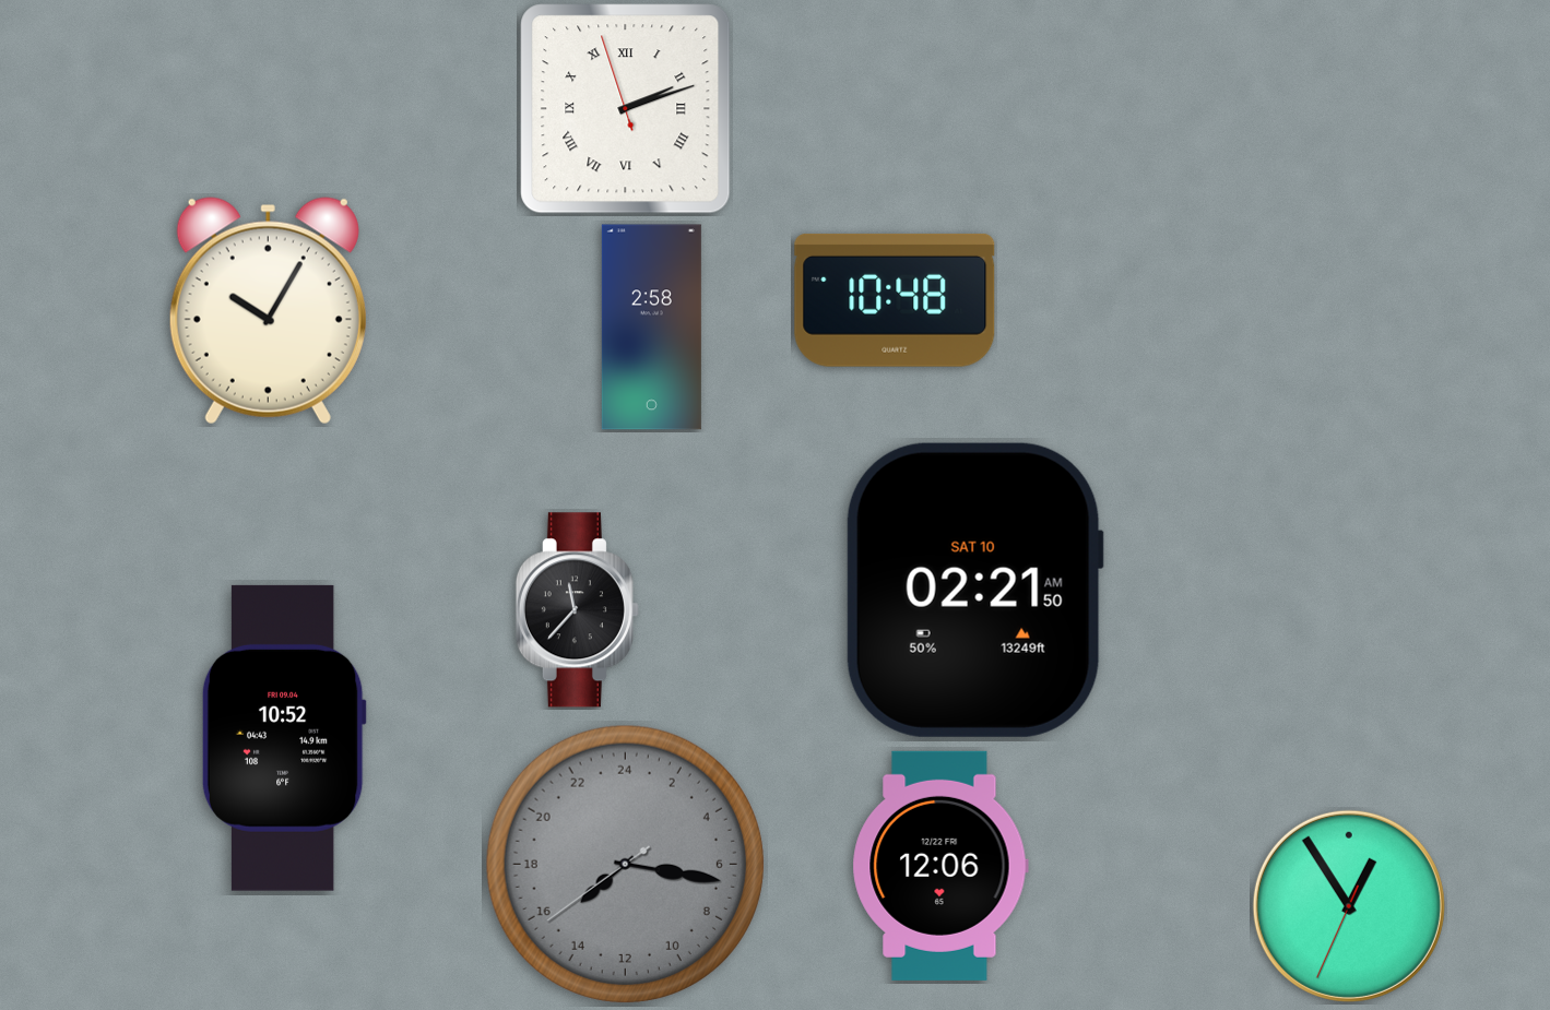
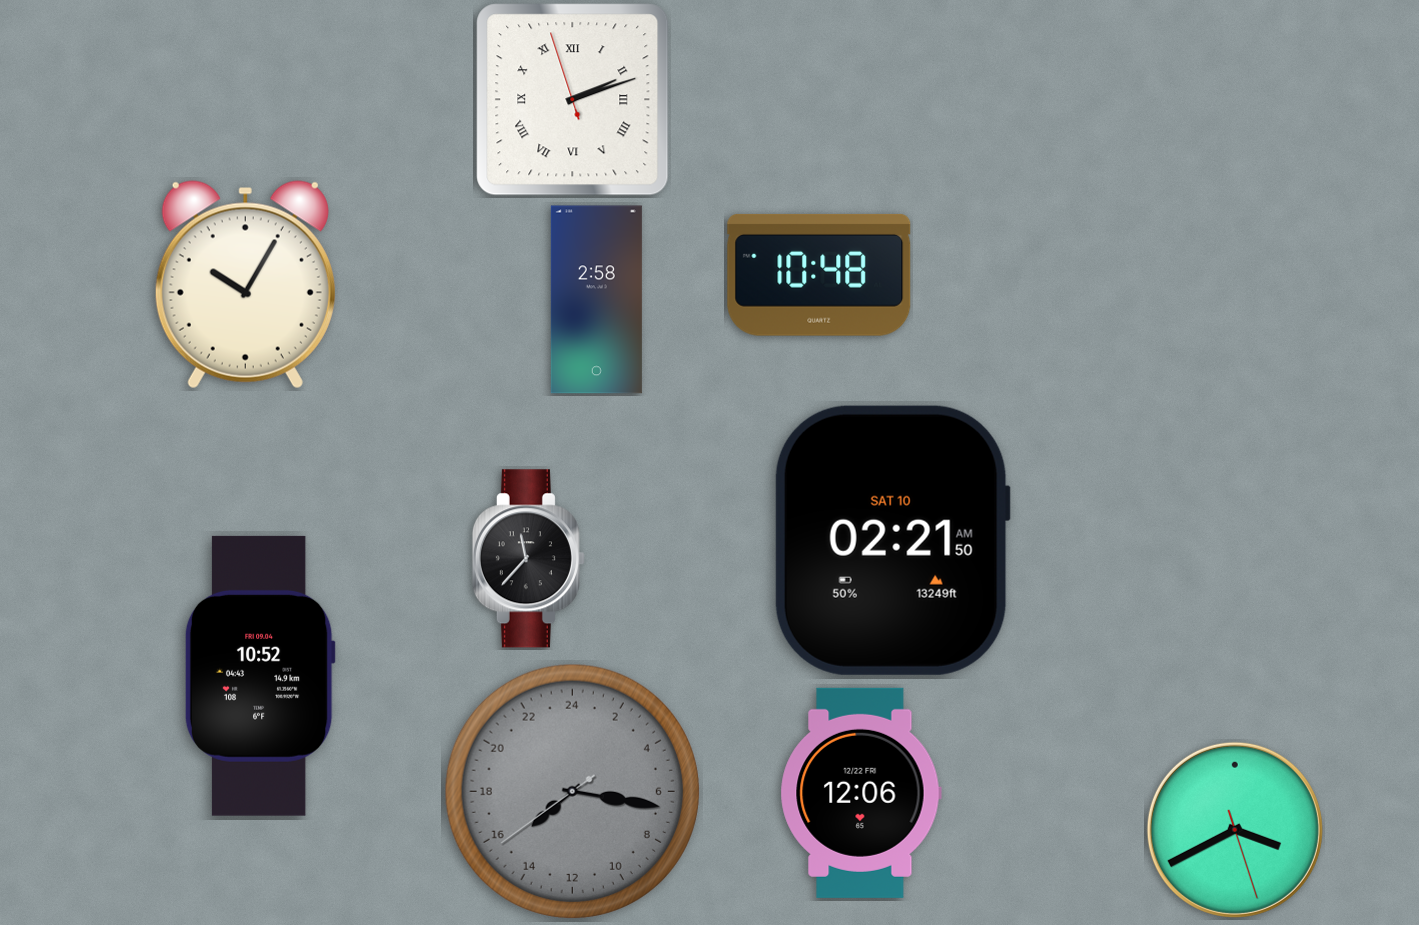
clock at (1349, 906): 12:54 -> 3:40
